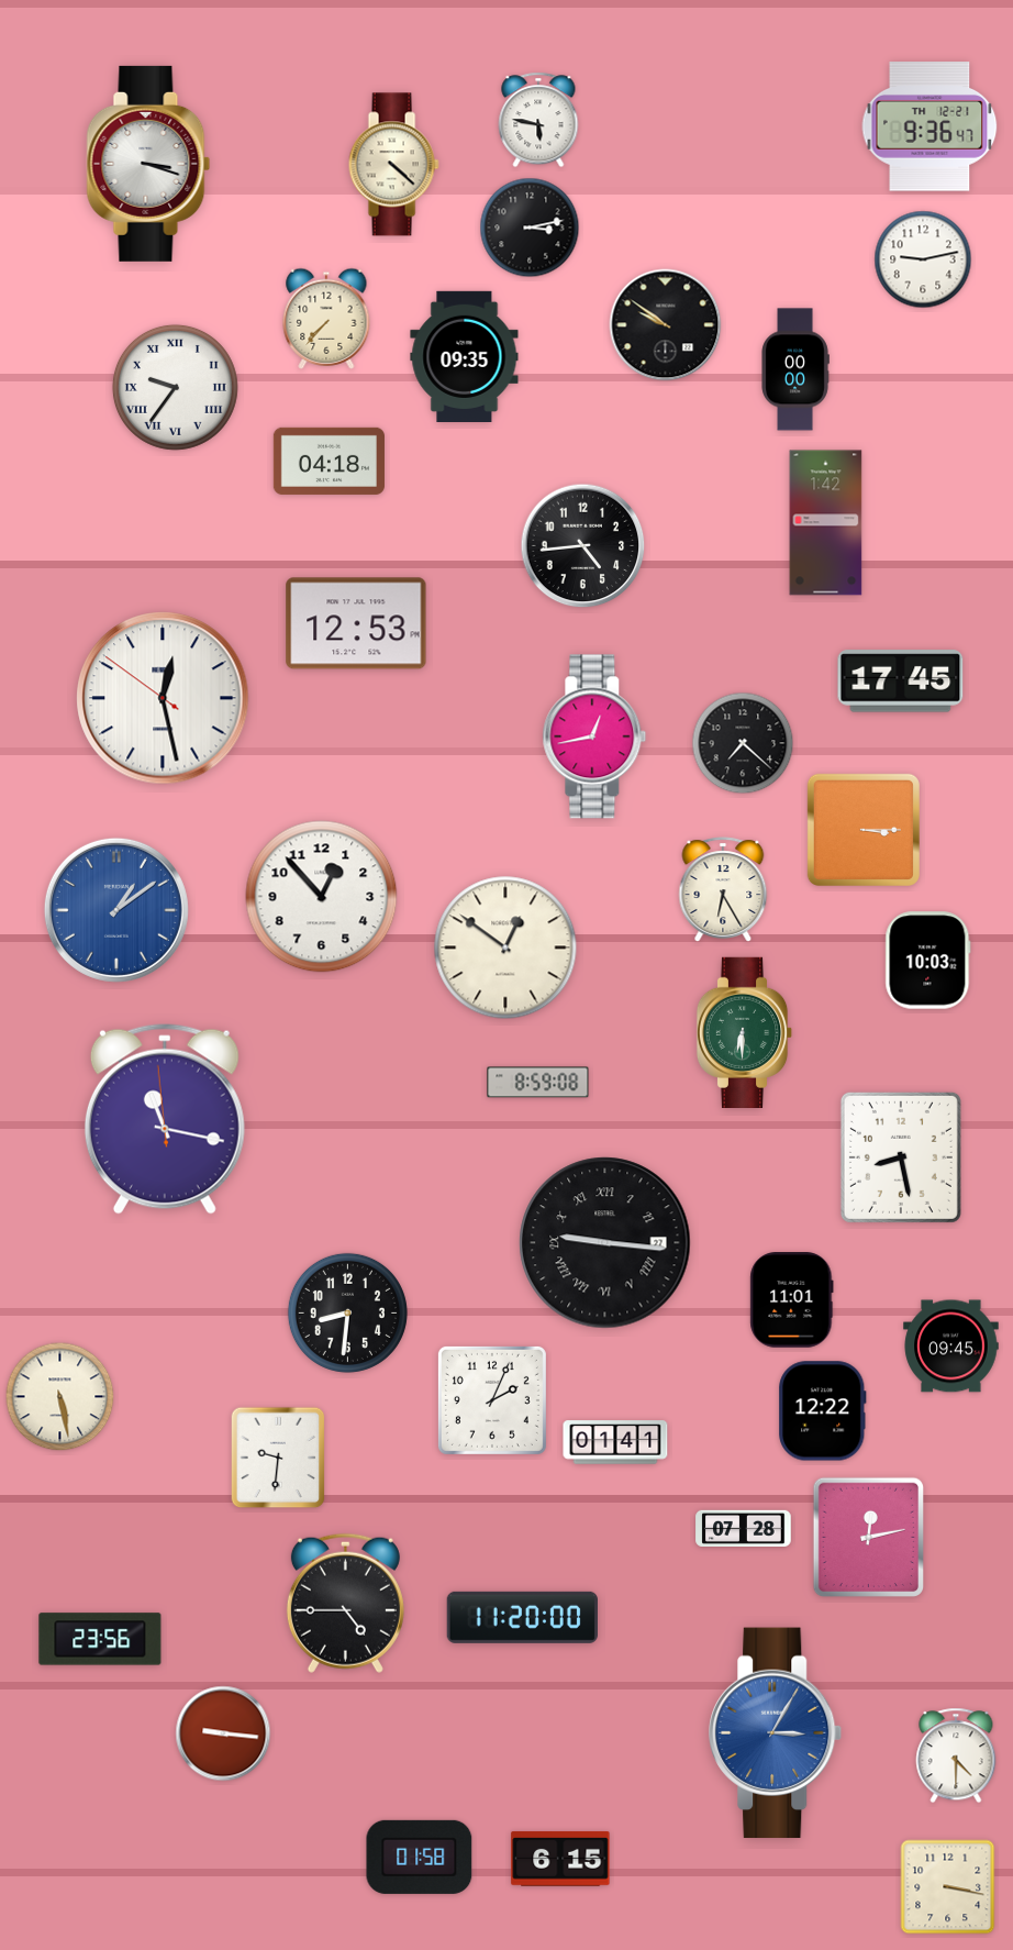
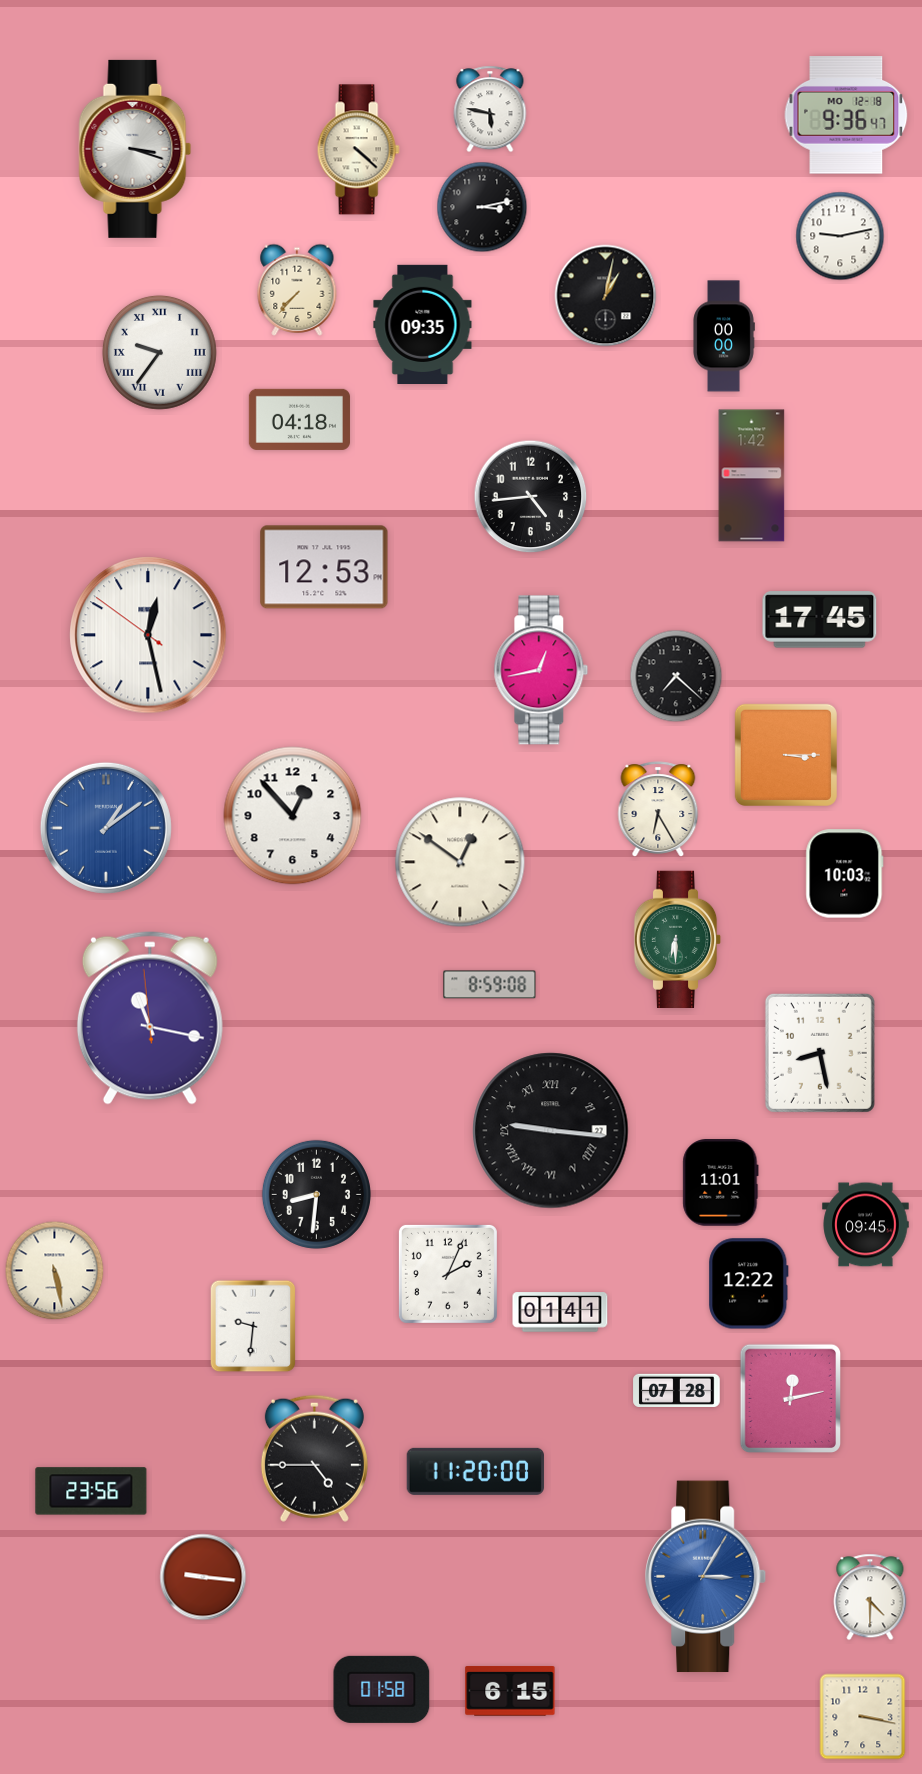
clock at (929, 126) date: TH 12-21 -> MO 12-18
clock at (666, 325): 9:51 -> 1:02
